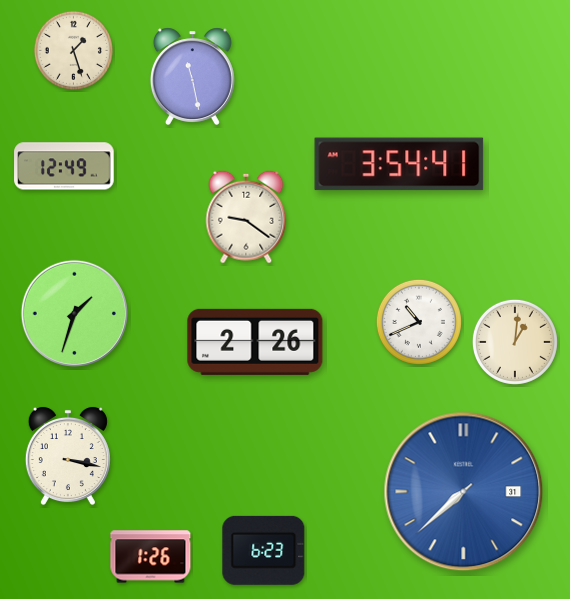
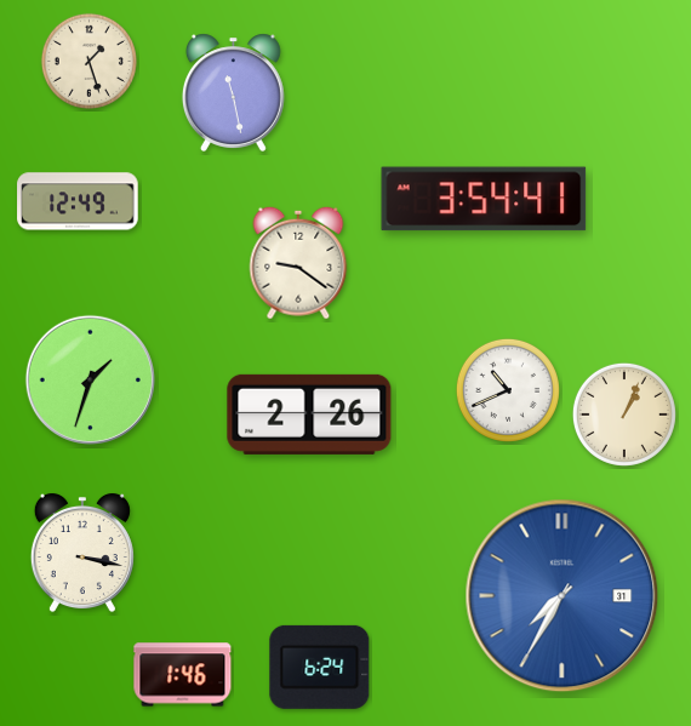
clock at (515, 342): 1:01 -> 1:04
clock at (464, 492): 7:38 -> 7:35
clock at (264, 550): 6:23 -> 6:24
clock at (151, 557): 1:26 -> 1:46
